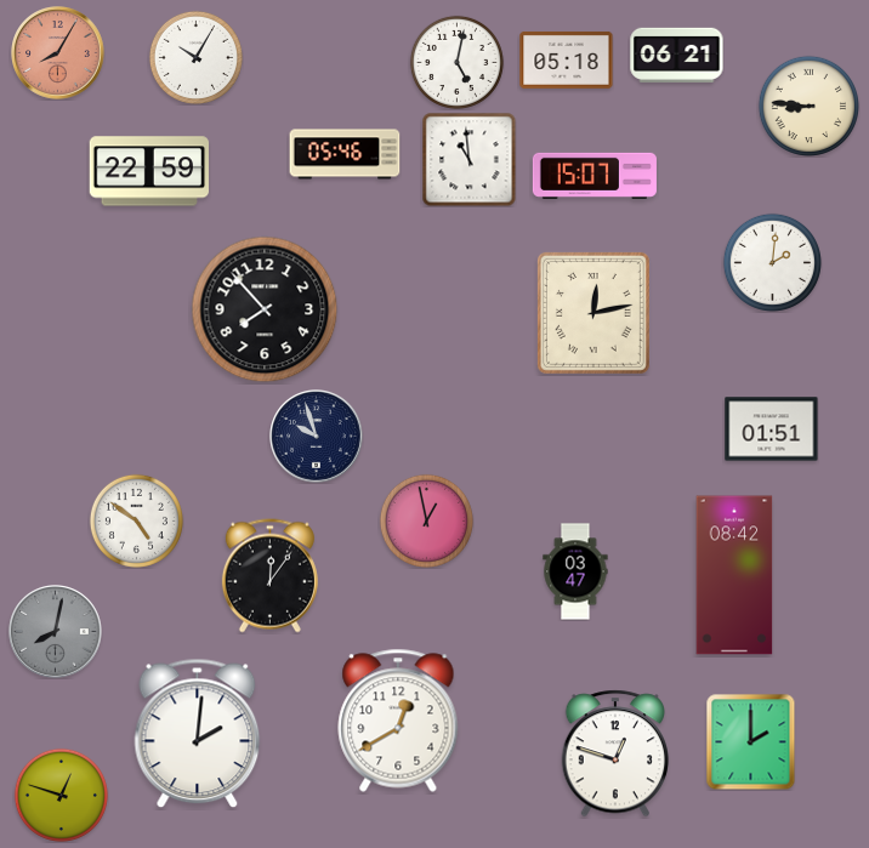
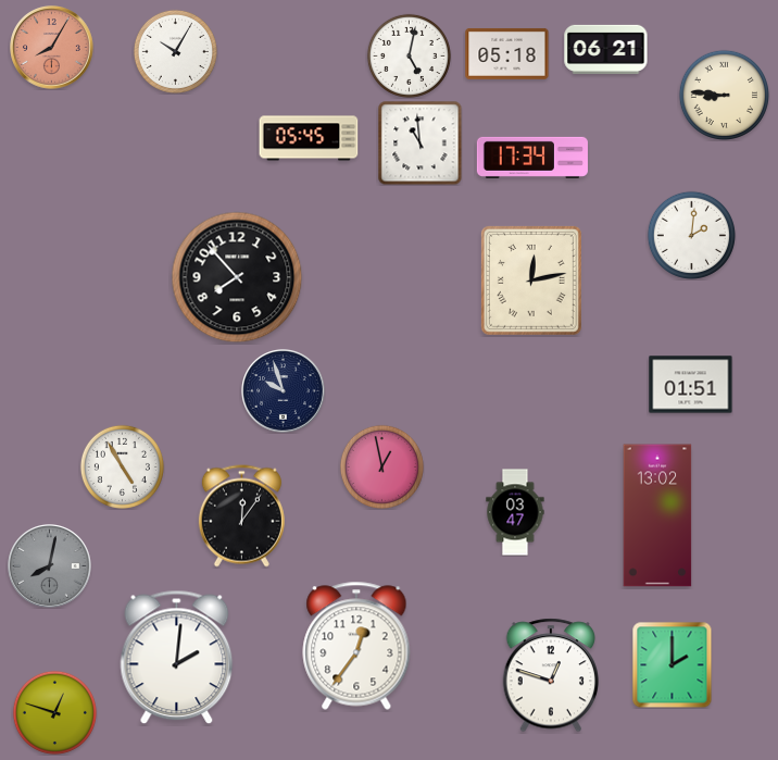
clock at (345, 154): 05:46 -> 05:45
clock at (148, 171): 22:59 -> none
clock at (595, 176): 15:07 -> 17:34
clock at (136, 520): 4:51 -> 4:55
clock at (734, 575): 08:42 -> 13:02
clock at (398, 721): 12:40 -> 12:36
